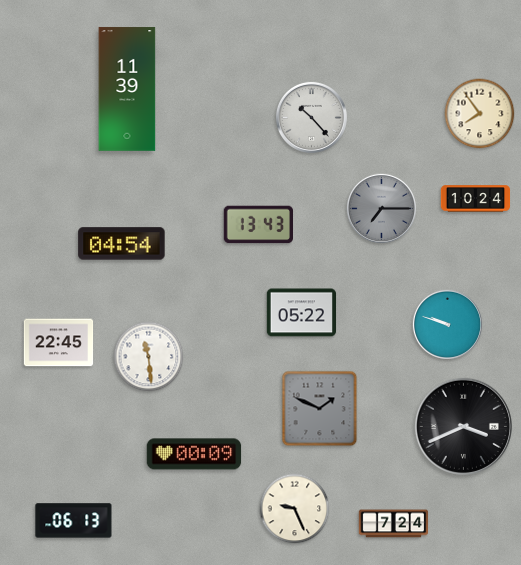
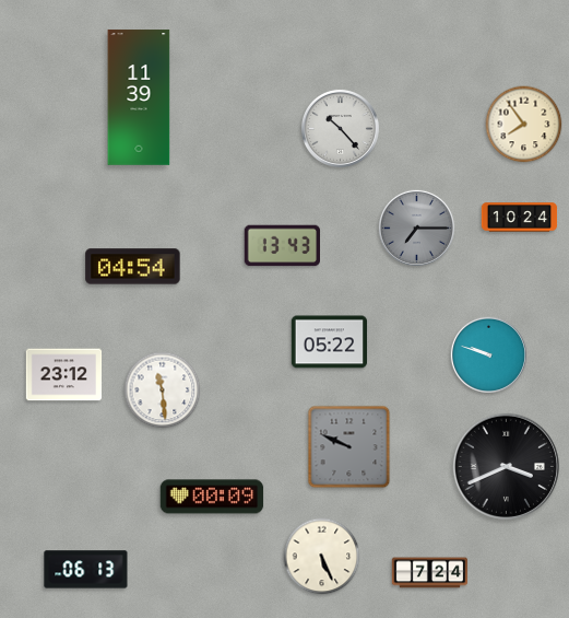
clock at (59, 343): 22:45 -> 23:12
clock at (320, 409): 1:49 -> 9:49
clock at (295, 509): 9:26 -> 5:26
clock at (74, 521) position: (74, 521) -> (86, 570)
